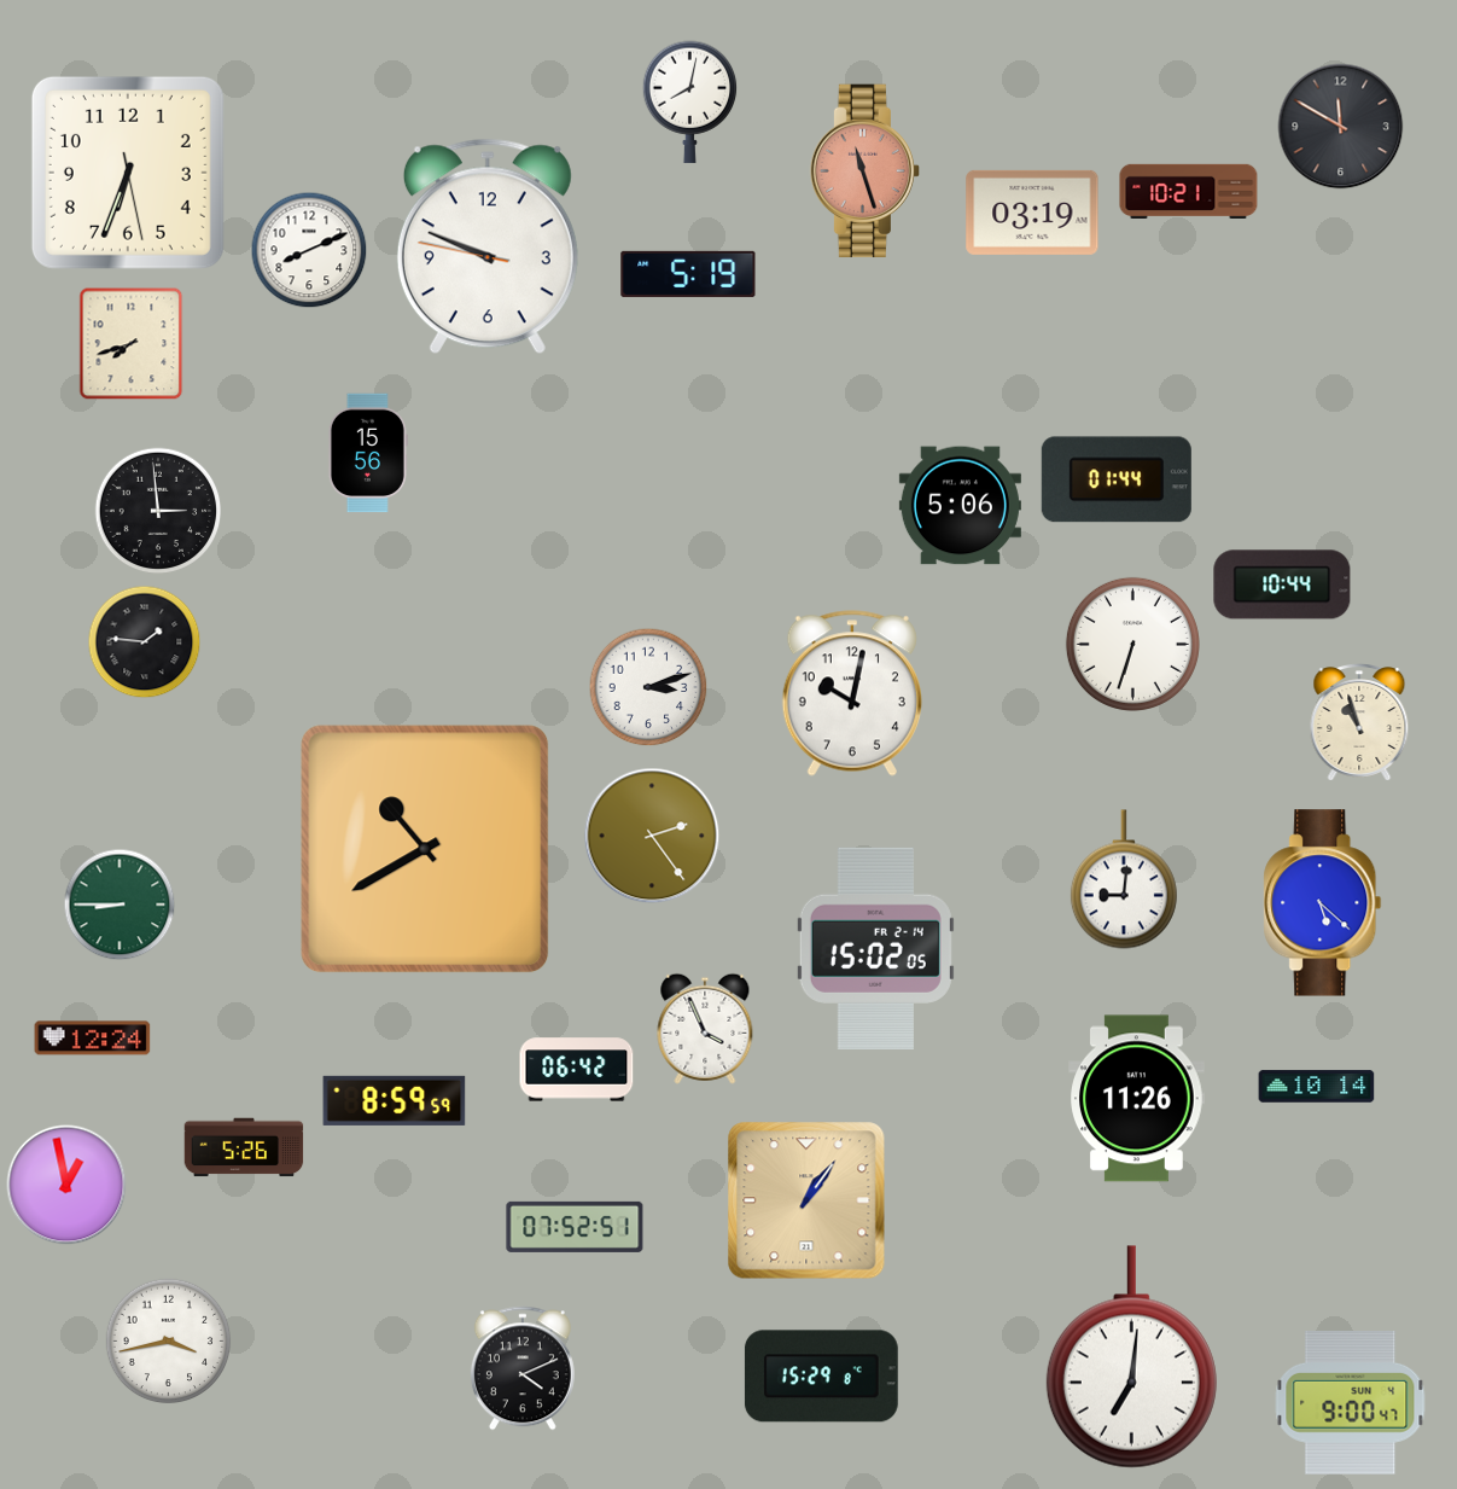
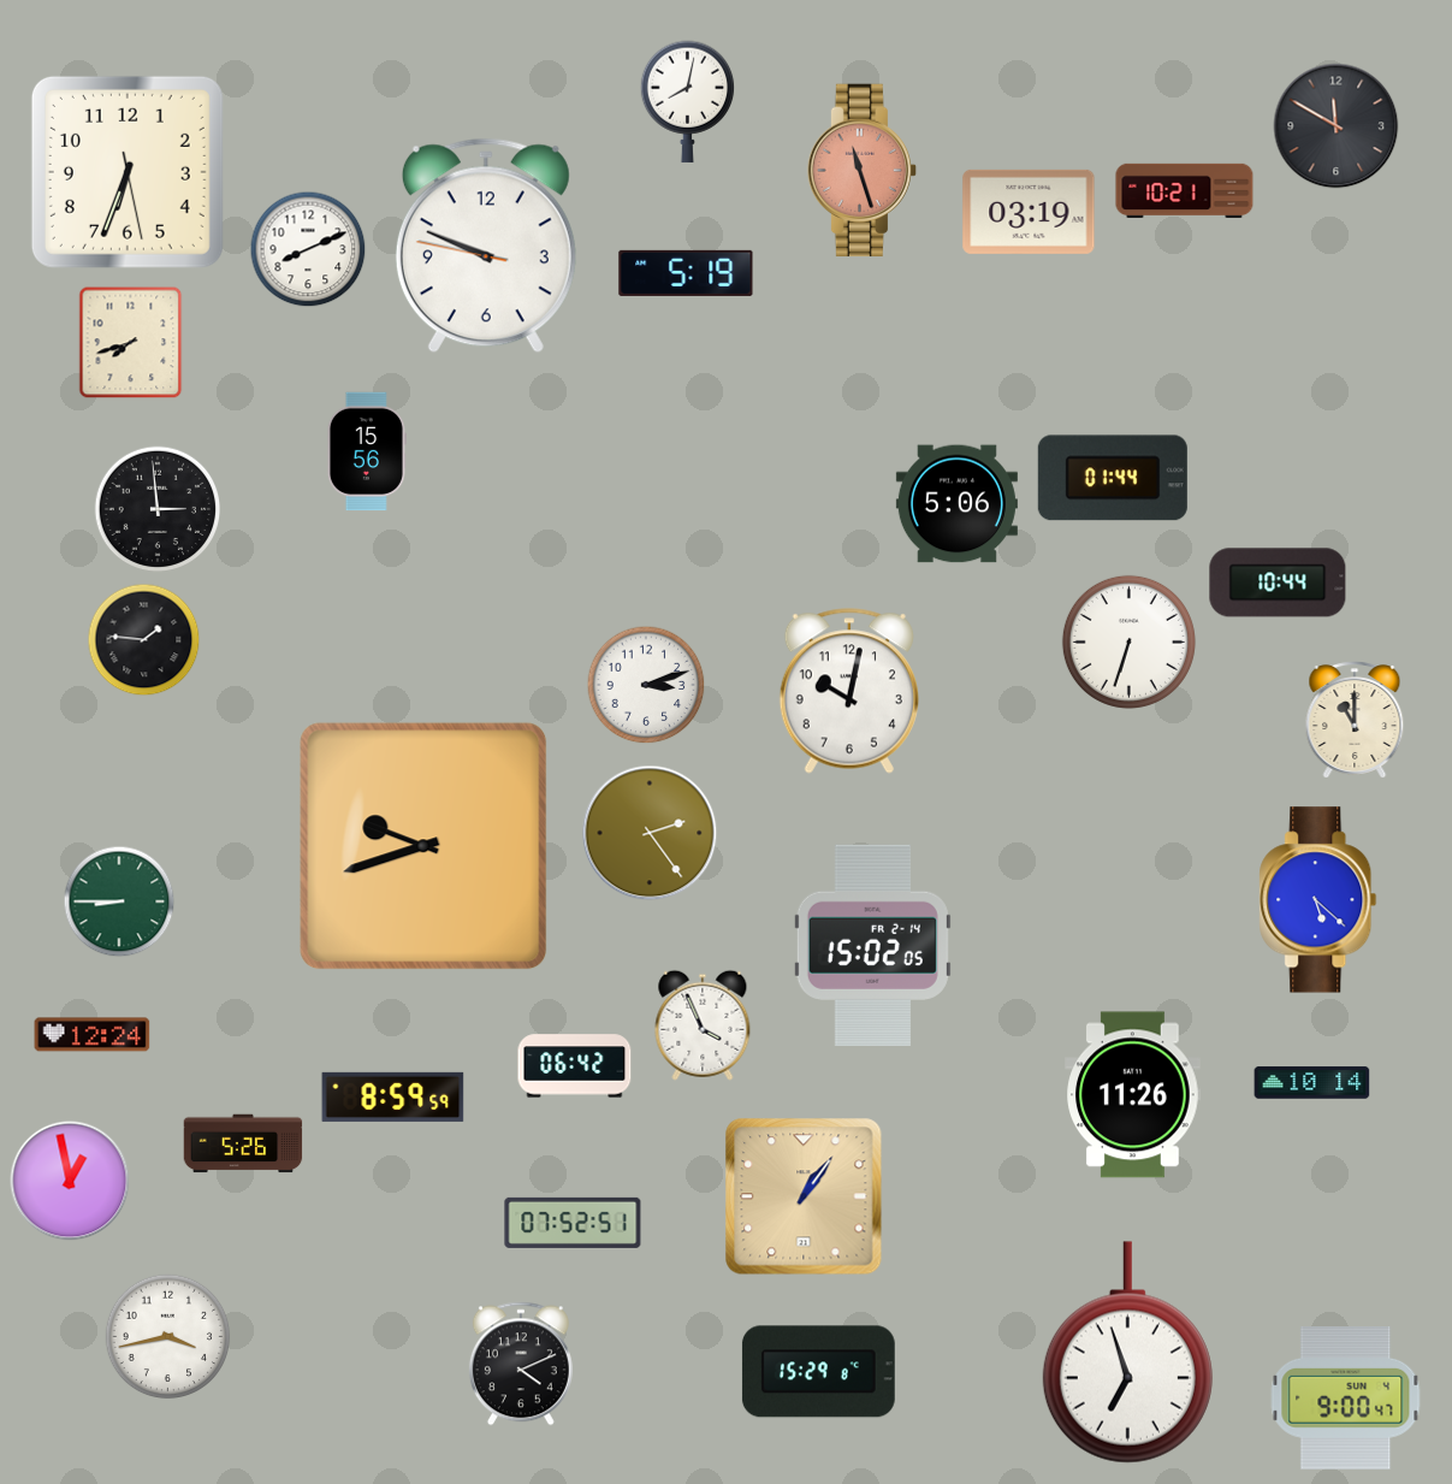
clock at (1359, 722): 10:57 -> 11:00
clock at (425, 849): 10:40 -> 9:42
clock at (1124, 879): 9:01 -> none
clock at (66, 1185) position: (66, 1185) -> (70, 1181)
clock at (1131, 1357): 7:01 -> 6:57
